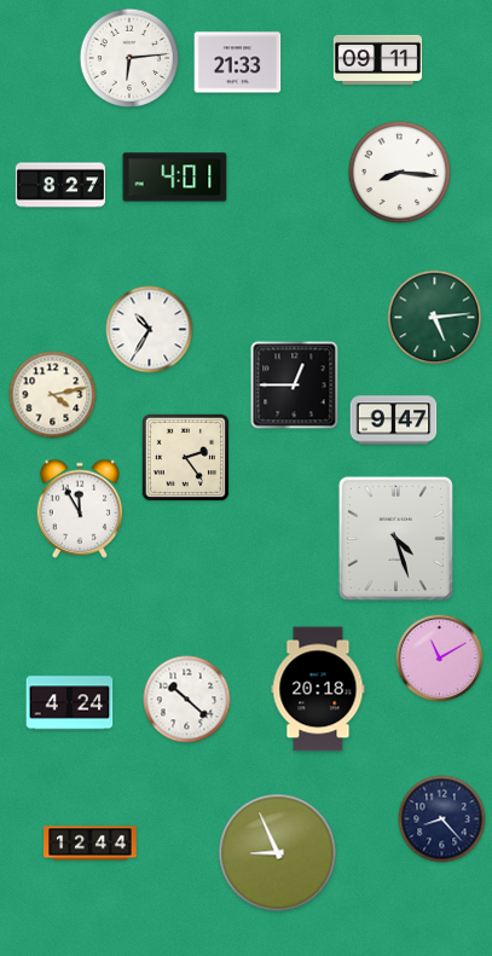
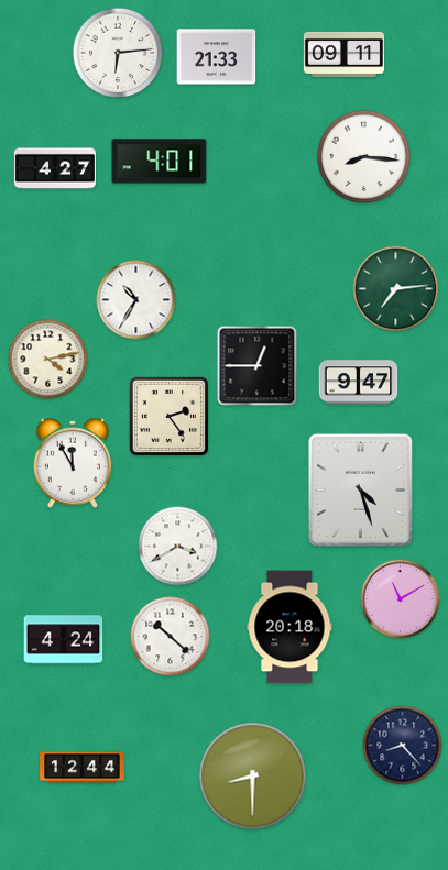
clock at (60, 185): 8:27 -> 4:27
clock at (435, 318): 5:14 -> 7:14
clock at (295, 386) position: (295, 386) -> (258, 366)
clock at (178, 547): none -> 3:40
clock at (278, 853): 8:56 -> 8:30
